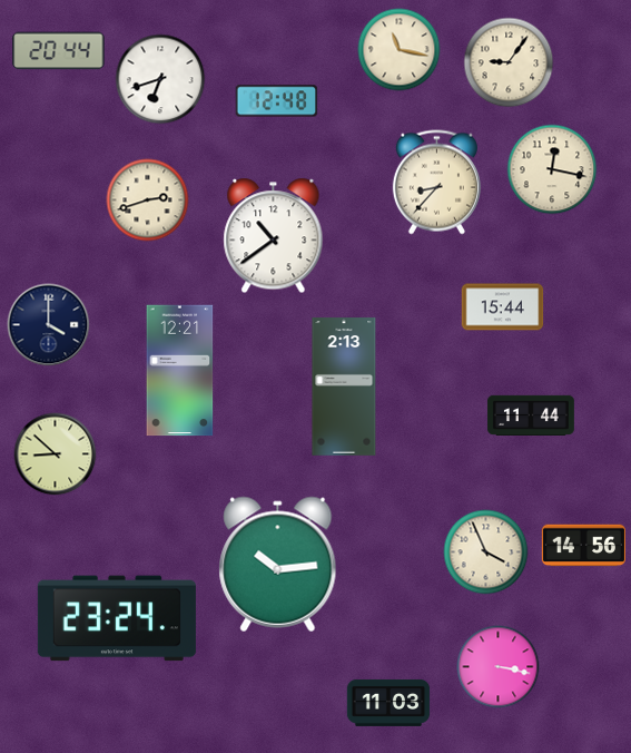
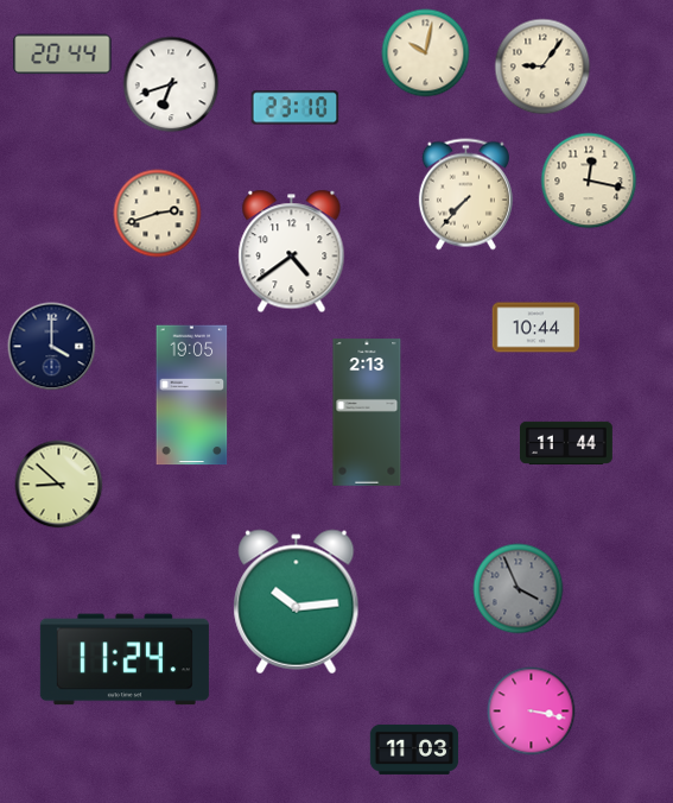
clock at (400, 50): 11:17 -> 10:02
clock at (277, 101): 12:48 -> 23:10
clock at (436, 183): 8:37 -> 7:37
clock at (274, 236): 10:39 -> 4:39
clock at (503, 307): 15:44 -> 10:44
clock at (180, 371): 12:21 -> 19:05
clock at (583, 546): 14:56 -> none
clock at (486, 552) dial: cream -> grey
clock at (117, 618): 23:24 -> 11:24
